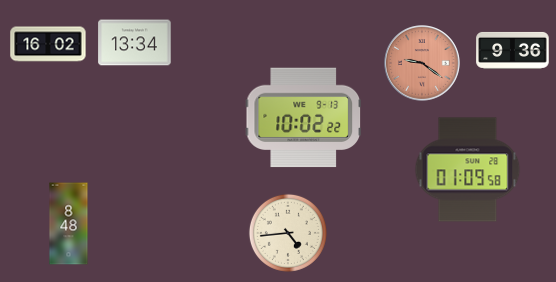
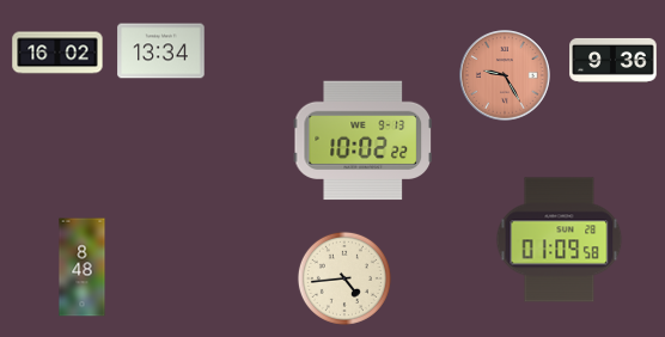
clock at (422, 63): 9:21 -> 9:25
clock at (468, 170) position: (468, 170) -> (560, 240)
